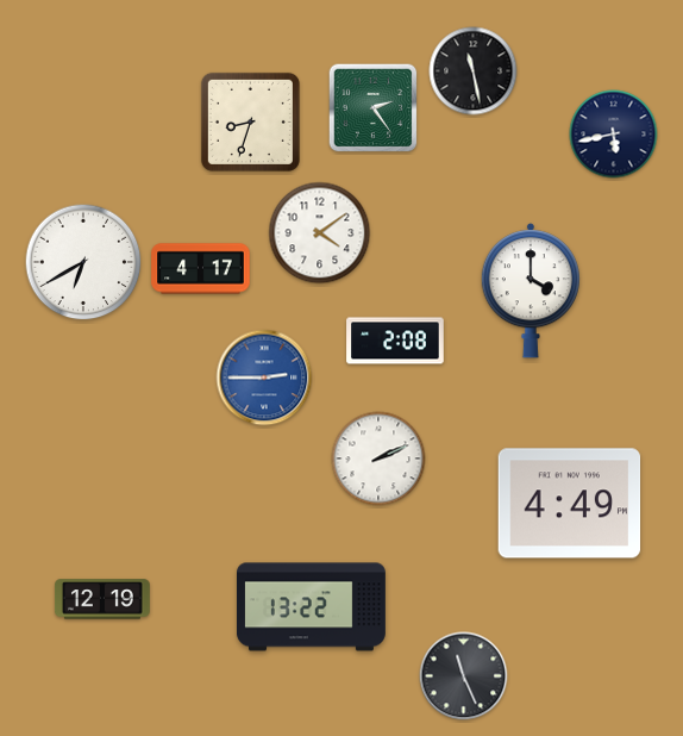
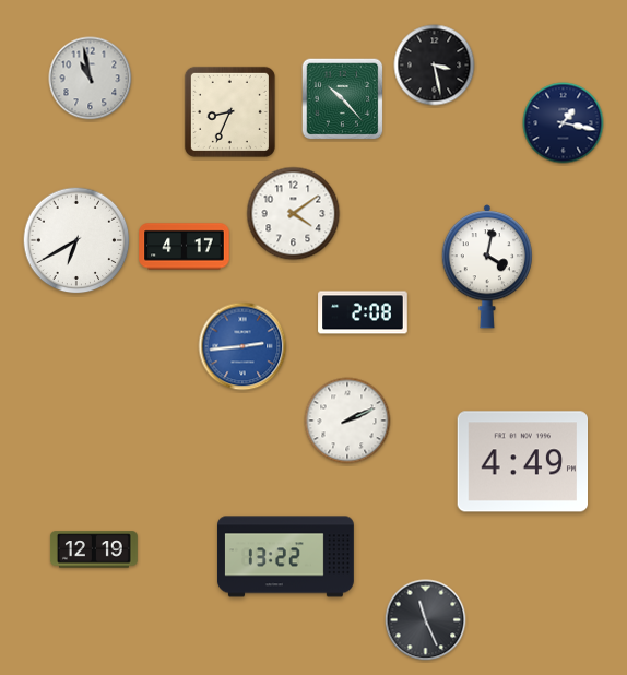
clock at (474, 71): 11:28 -> 3:28
clock at (91, 79): none -> 10:58
clock at (374, 108): 2:24 -> 10:23
clock at (250, 121): 8:33 -> 8:34
clock at (614, 135): 5:43 -> 1:17
clock at (530, 291): 4:00 -> 4:02
clock at (264, 378): 2:45 -> 2:44
